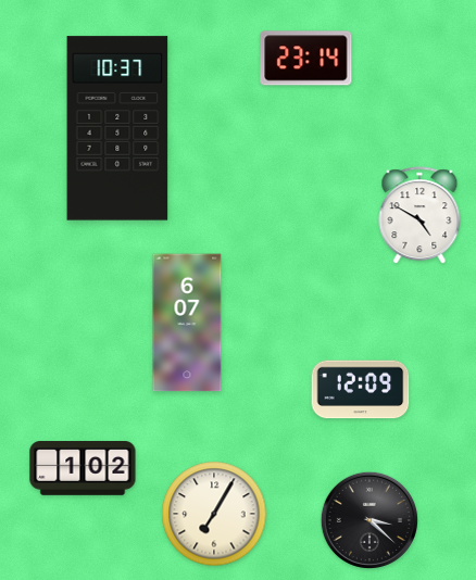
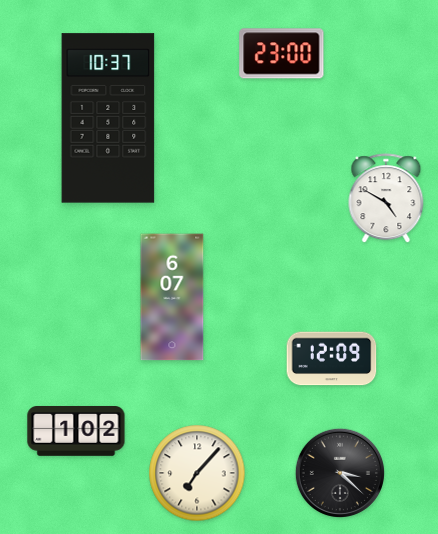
clock at (306, 59): 23:14 -> 23:00
clock at (214, 514): 7:05 -> 7:07
clock at (369, 520) position: (369, 520) -> (340, 473)
